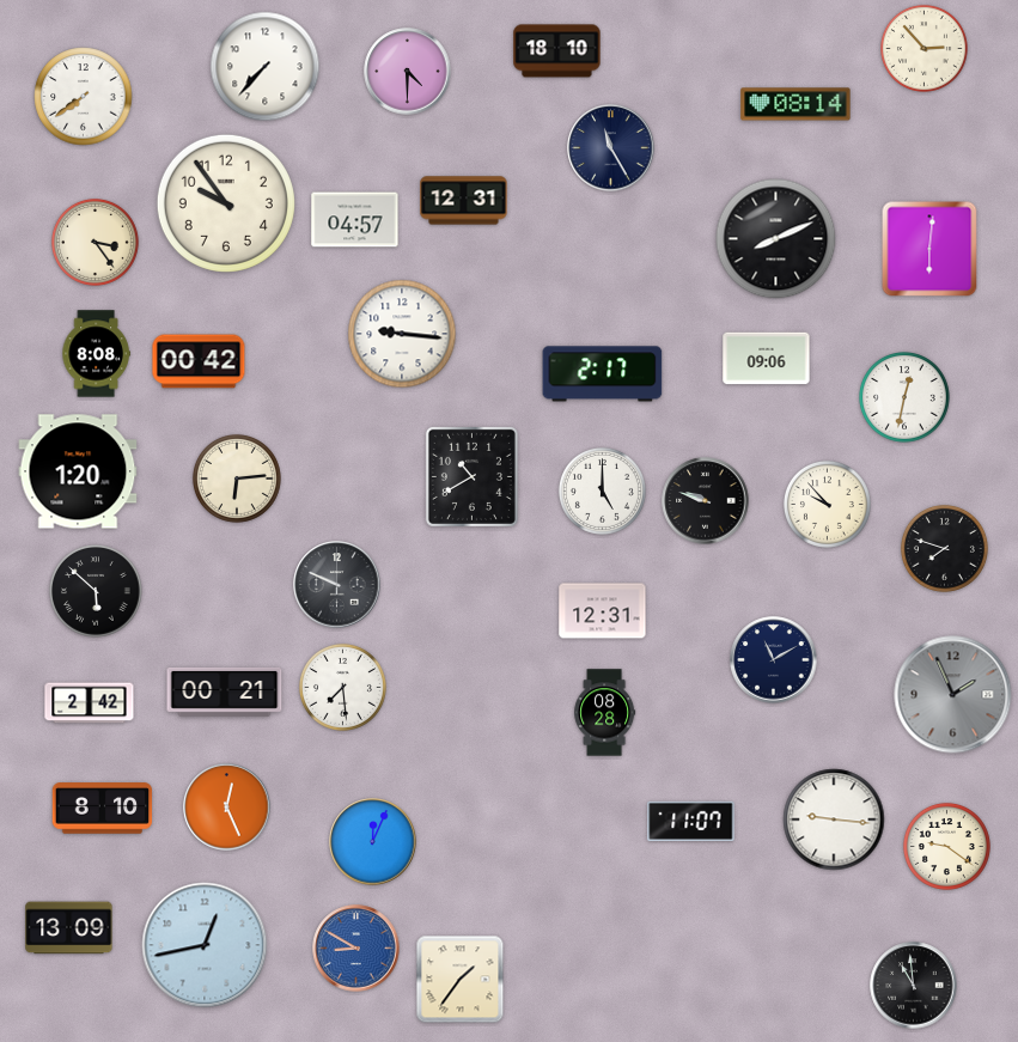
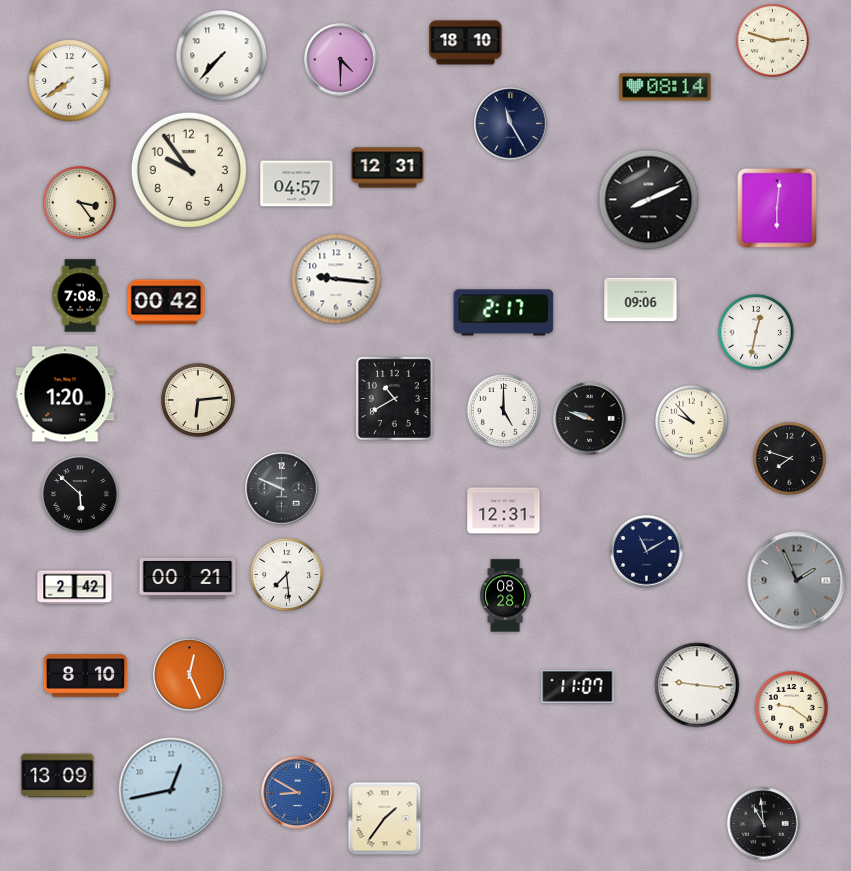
clock at (923, 48): 2:53 -> 2:48
clock at (96, 354): 8:08 -> 7:08
clock at (373, 842): 12:04 -> none
